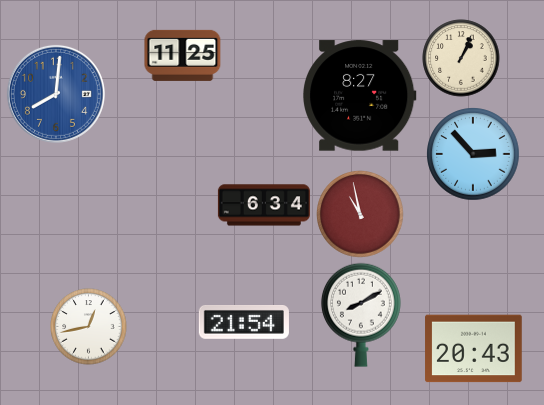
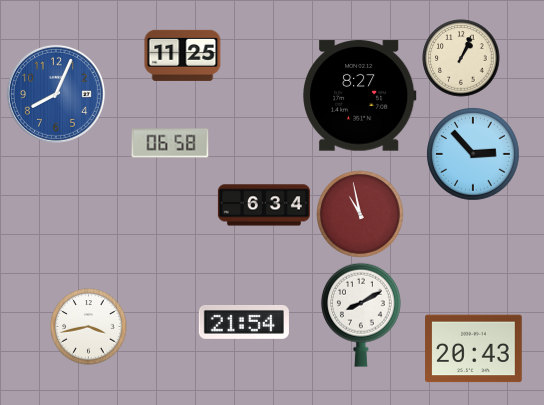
clock at (56, 94): 8:01 -> 8:04
clock at (170, 143): none -> 06:58
clock at (89, 327): 12:43 -> 3:43
